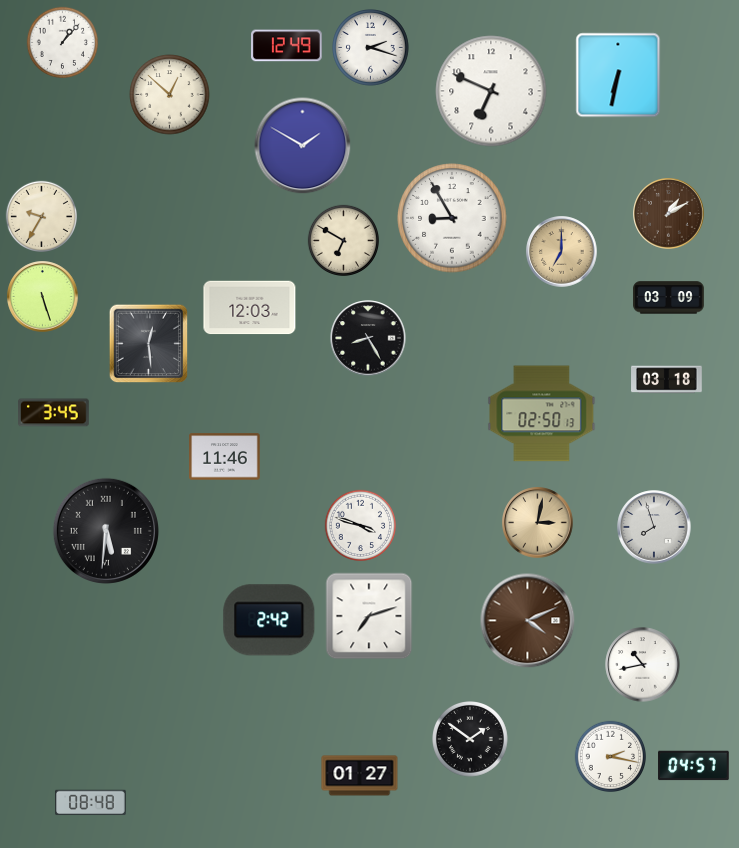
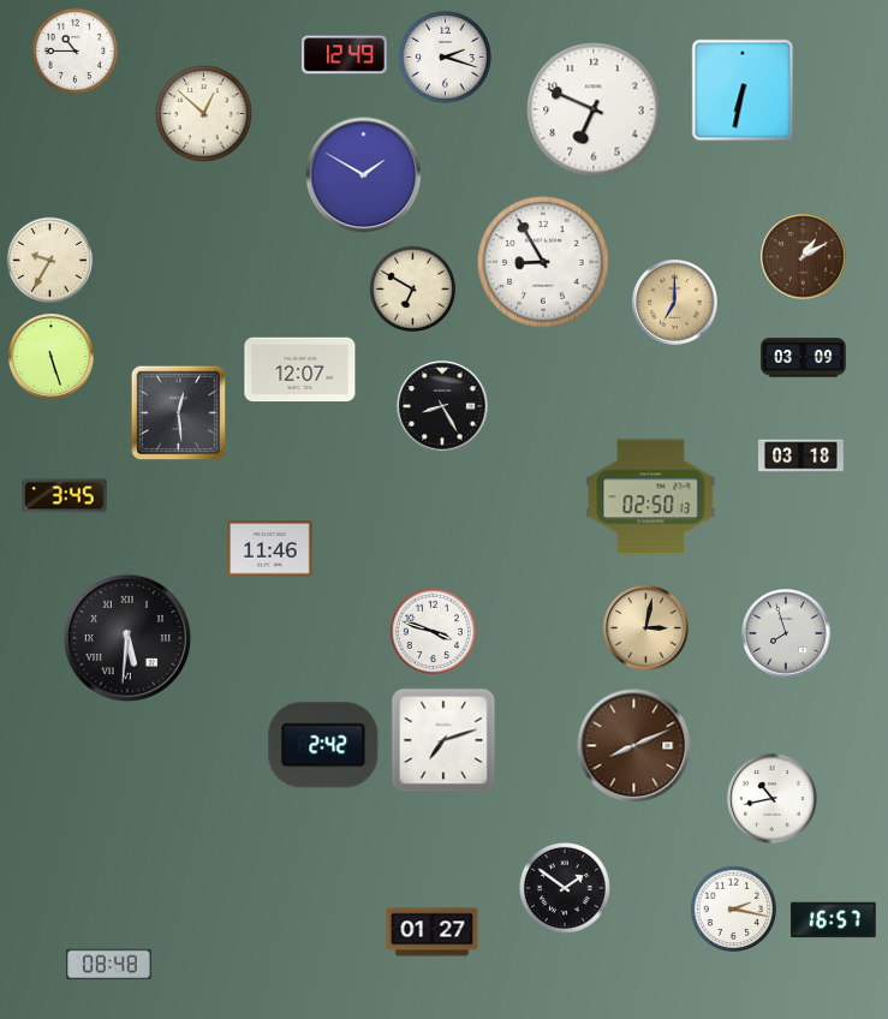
clock at (62, 42): 1:07 -> 10:45
clock at (491, 91) position: (491, 91) -> (594, 109)
clock at (250, 308): 12:03 -> 12:07
clock at (528, 621): 4:11 -> 8:11
clock at (694, 766): 04:57 -> 16:57
